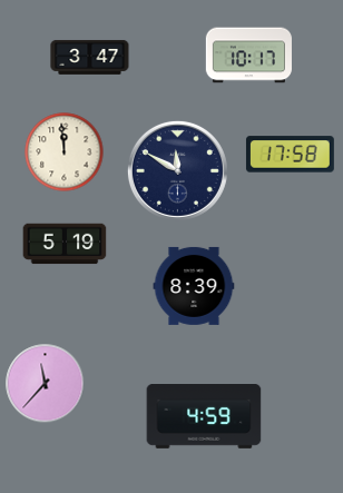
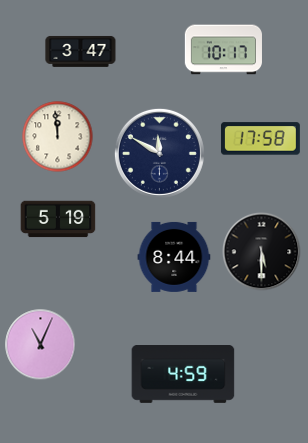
clock at (262, 252): none -> 5:30
clock at (194, 286): 8:39 -> 8:44
clock at (46, 384): 11:37 -> 11:04
